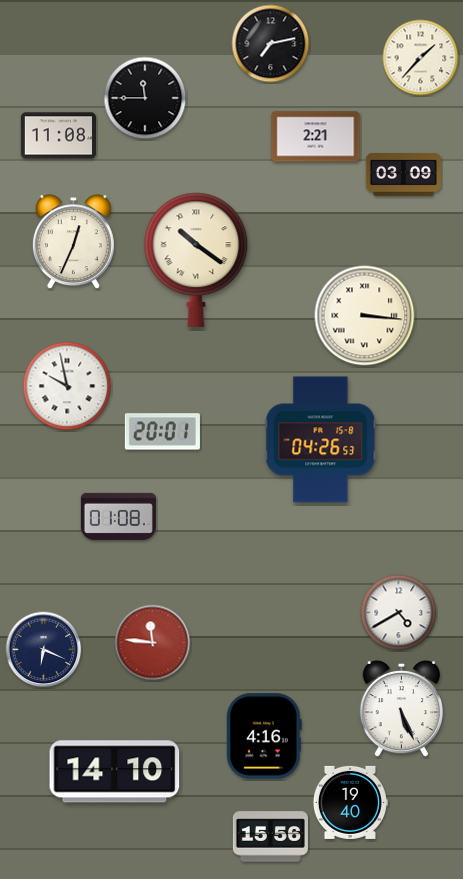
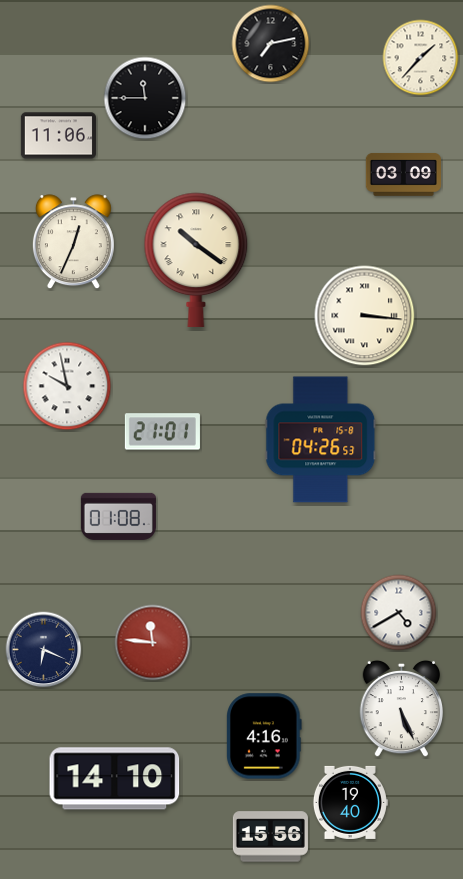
clock at (58, 136): 11:08 -> 11:06
clock at (316, 137): 2:21 -> none
clock at (162, 432): 20:01 -> 21:01
clock at (115, 772) position: (115, 772) -> (115, 779)
